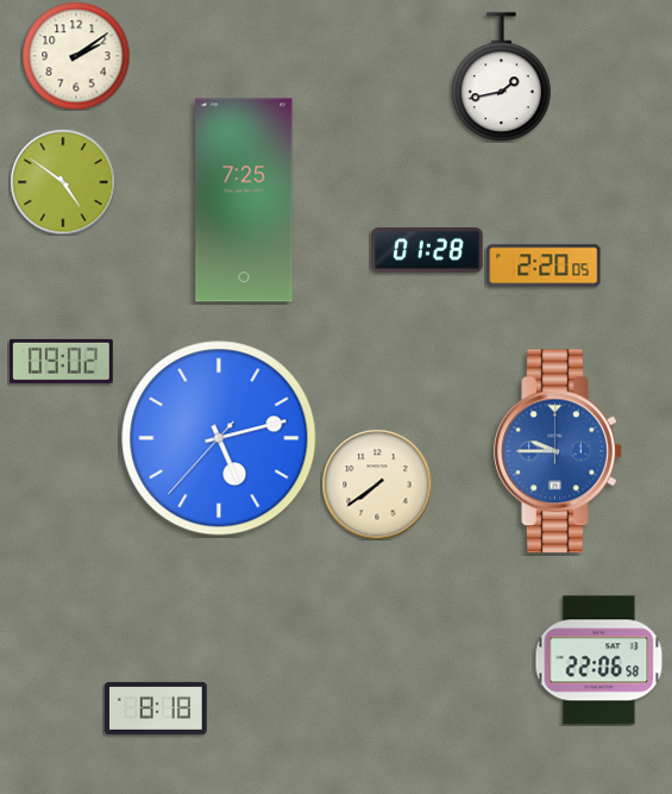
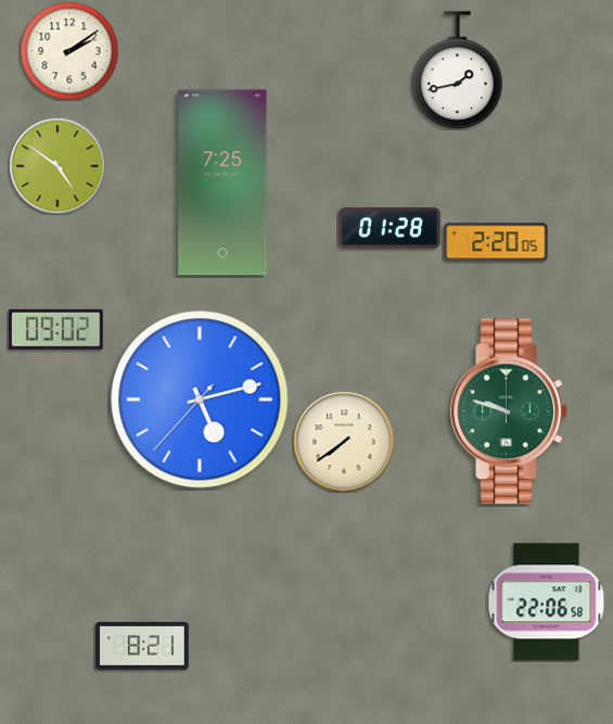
clock at (558, 451): 9:45 -> 9:48
clock at (558, 451) dial: blue -> green
clock at (156, 708): 8:18 -> 8:21
